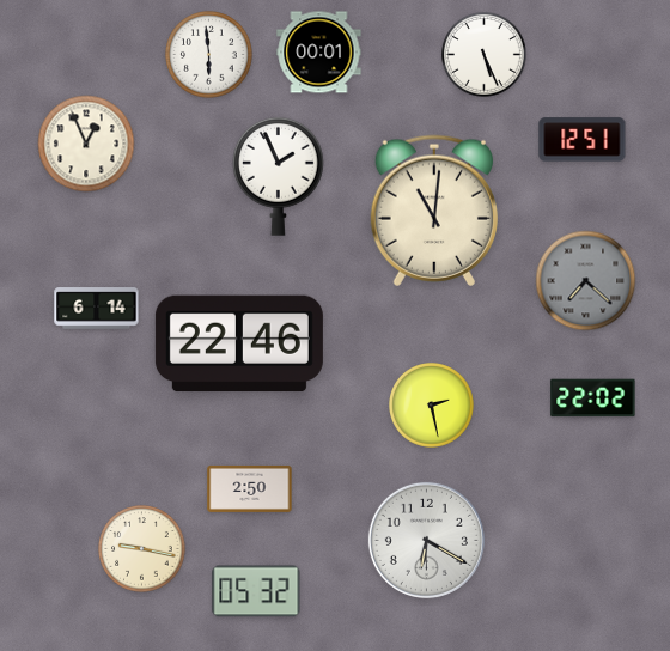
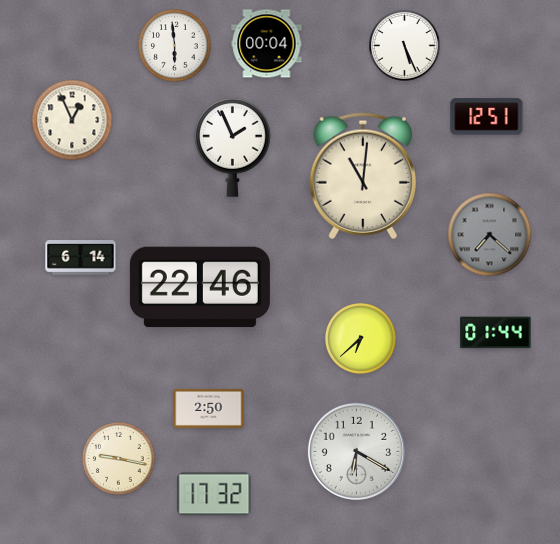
clock at (319, 53): 00:01 -> 00:04
clock at (593, 398): 22:02 -> 01:44
clock at (432, 406): 2:28 -> 6:38
clock at (256, 591): 05:32 -> 17:32
